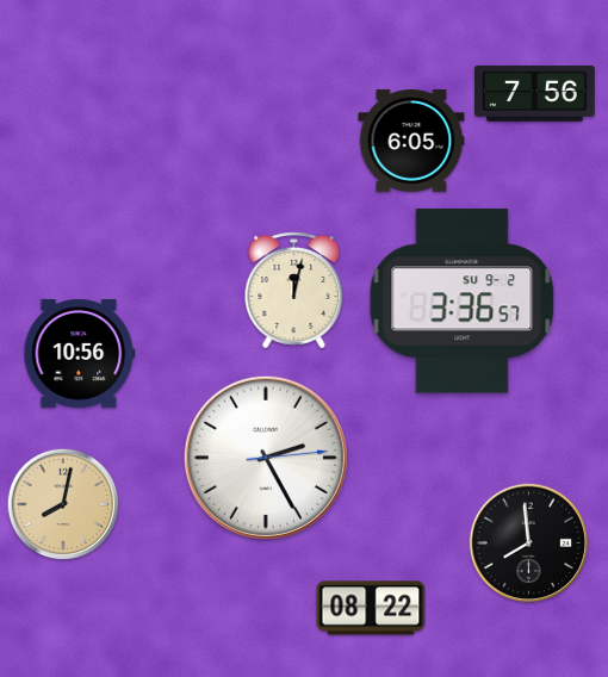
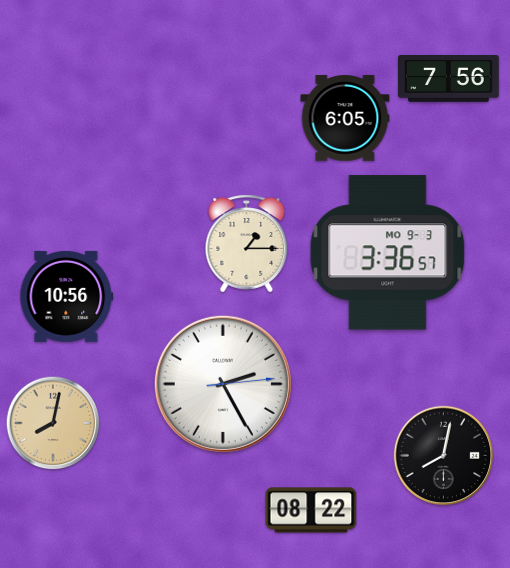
clock at (294, 291): 12:02 -> 1:15
clock at (463, 302) date: SU 9-2 -> MO 9-3
clock at (529, 544): 7:59 -> 8:02
